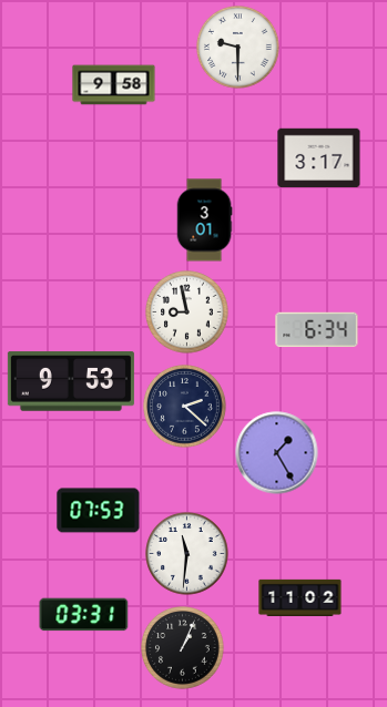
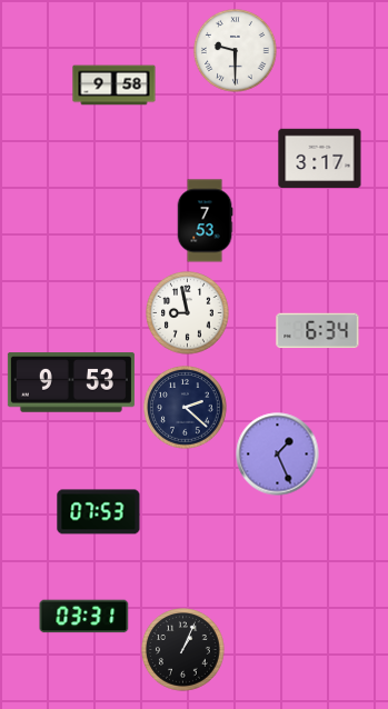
clock at (238, 48) position: (238, 48) -> (236, 51)
clock at (204, 221): 3:01 -> 7:53
clock at (277, 453): 1:25 -> 1:26
clock at (187, 554): 11:31 -> none
clock at (301, 597): 11:02 -> none
